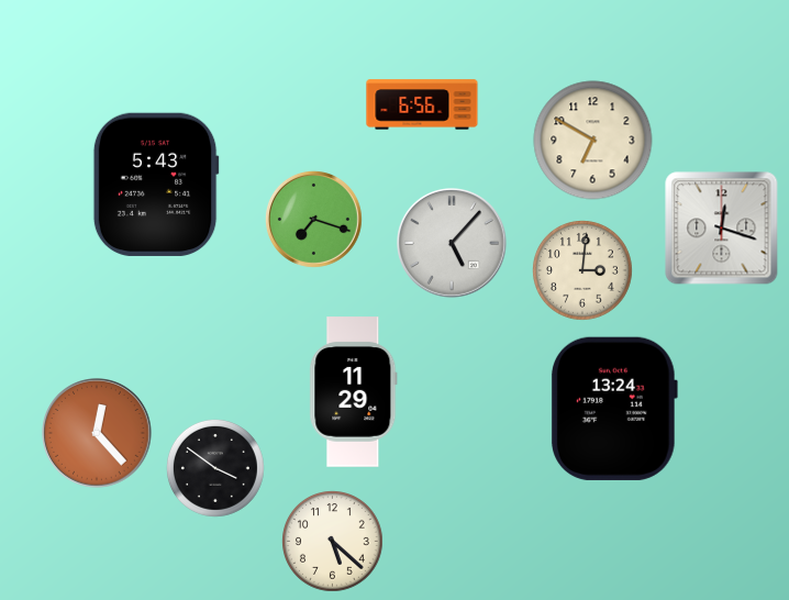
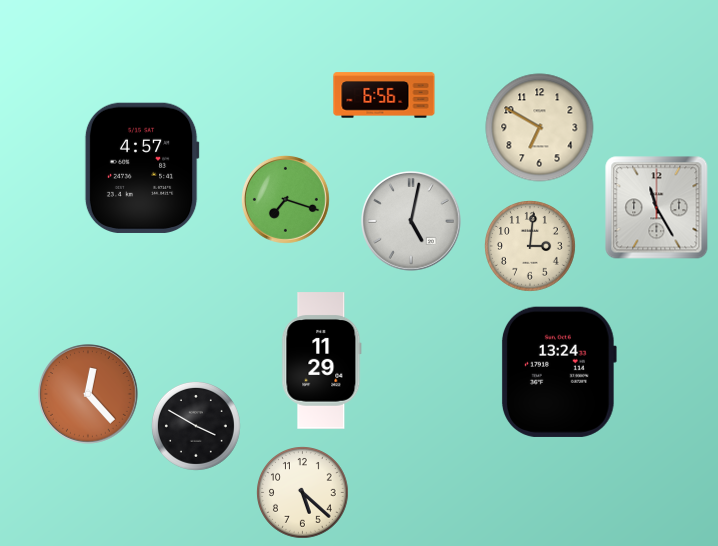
clock at (156, 185): 5:43 -> 4:57
clock at (722, 229): 12:18 -> 11:25
clock at (452, 243): 5:07 -> 5:02
clock at (354, 392) position: (354, 392) -> (322, 361)
clock at (215, 468): 3:51 -> 3:50
